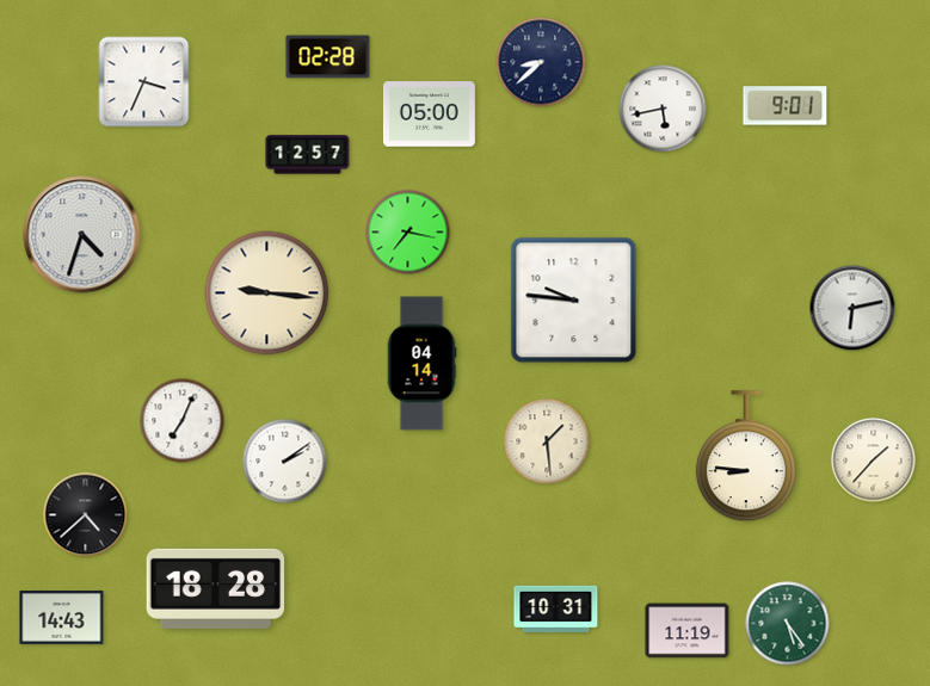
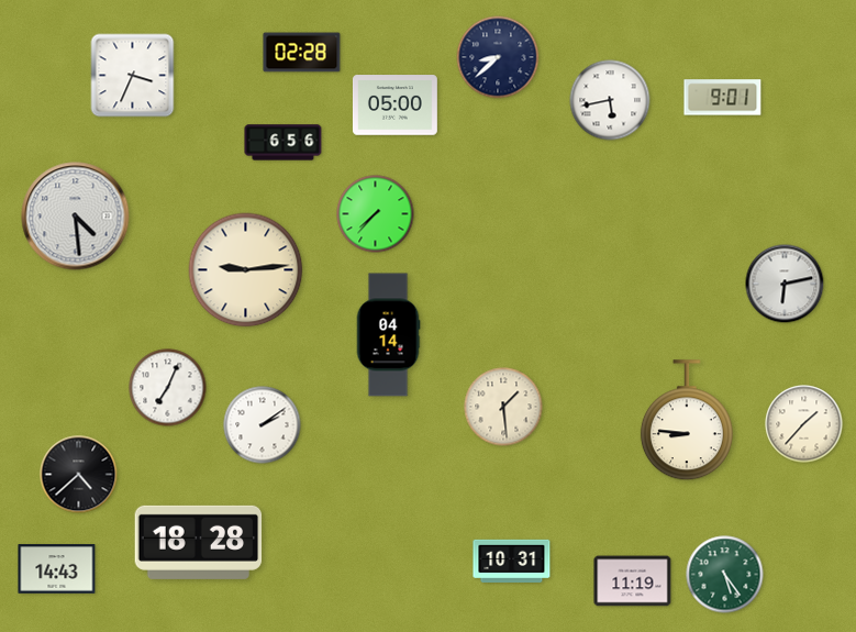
clock at (308, 155): 12:57 -> 6:56
clock at (408, 233): 7:17 -> 7:37
clock at (82, 235): 4:33 -> 4:29
clock at (267, 293): 9:16 -> 9:14
clock at (574, 301): 9:46 -> none
